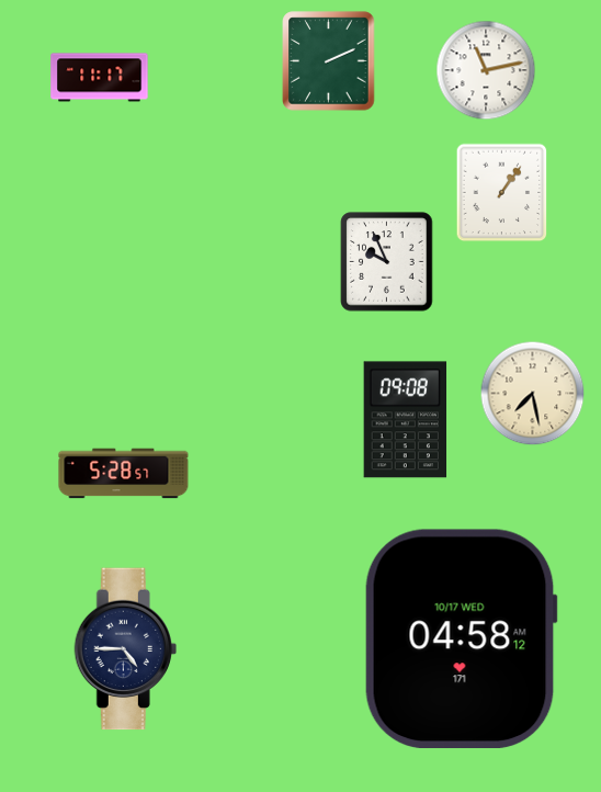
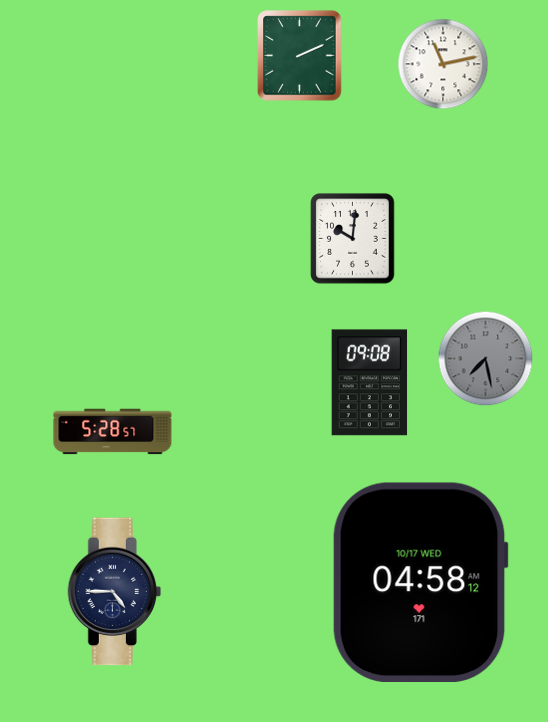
clock at (100, 78): 11:17 -> none
clock at (502, 193): 1:06 -> none
clock at (387, 262): 9:56 -> 10:01
clock at (533, 394) dial: cream -> grey
